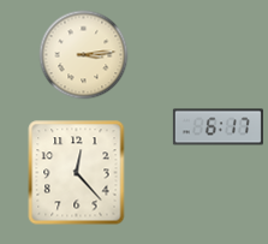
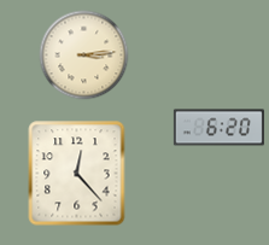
clock at (218, 127): 6:17 -> 6:20
